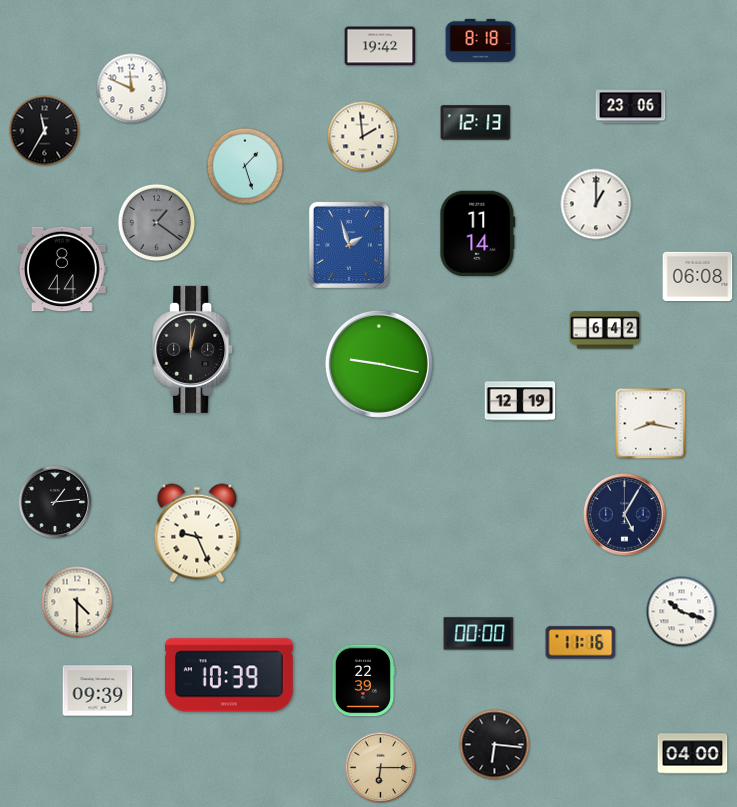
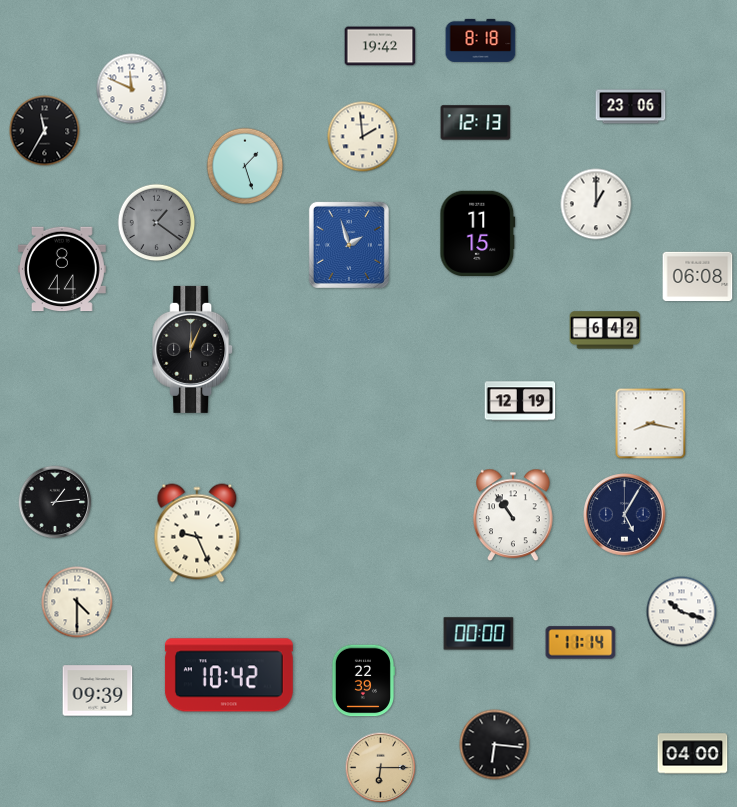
clock at (478, 233): 11:14 -> 11:15
clock at (193, 349): 12:02 -> 12:04
clock at (379, 364): 9:17 -> none
clock at (513, 515): none -> 10:54
clock at (581, 643): 11:16 -> 11:14
clock at (229, 675): 10:39 -> 10:42
